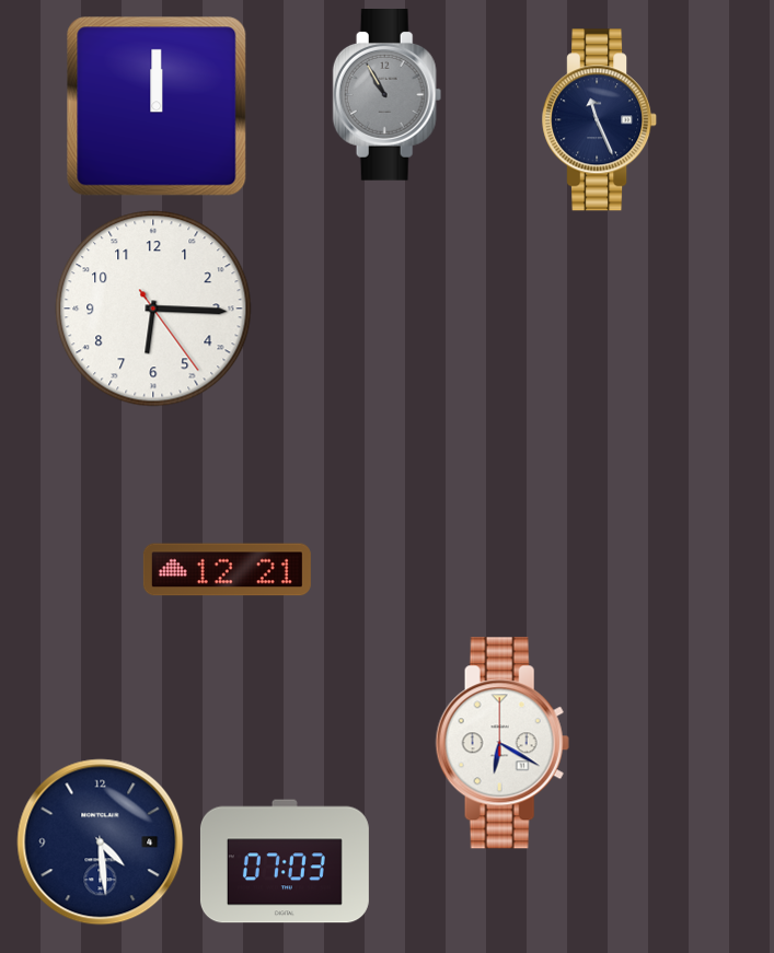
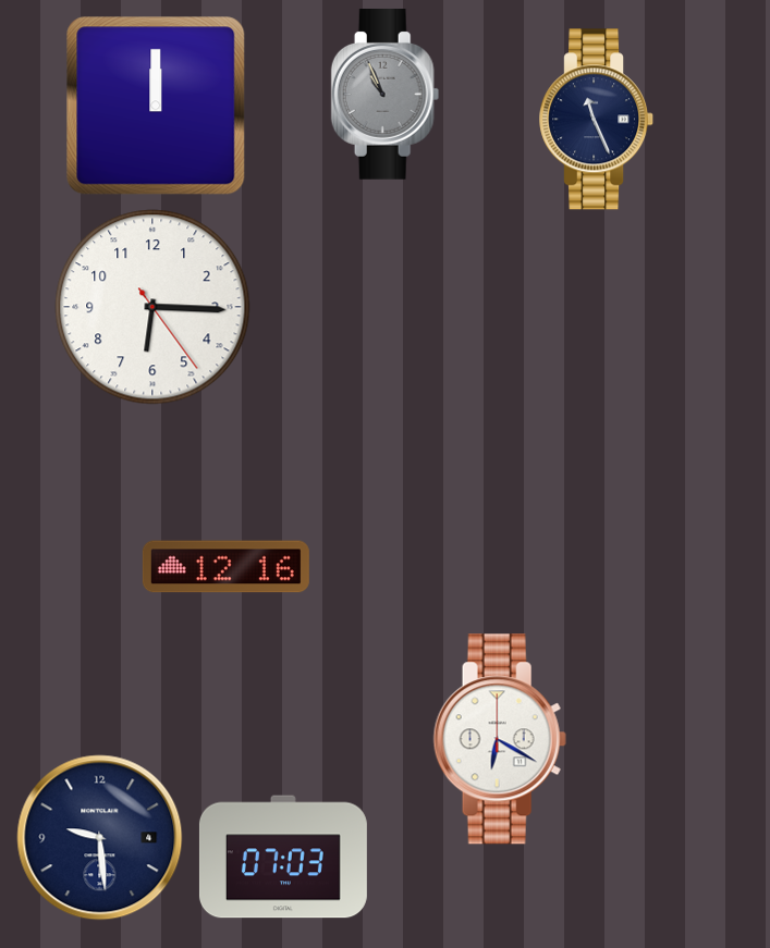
clock at (388, 95): 10:55 -> 10:56
clock at (227, 570): 12:21 -> 12:16
clock at (101, 842): 4:29 -> 9:29
